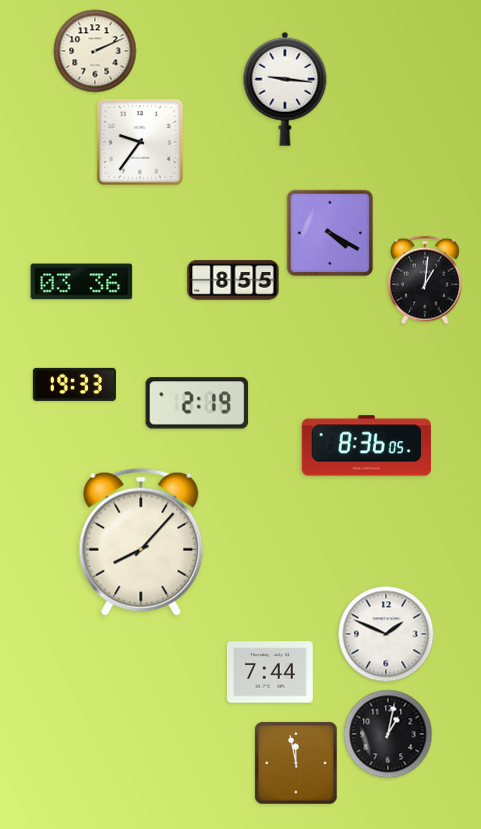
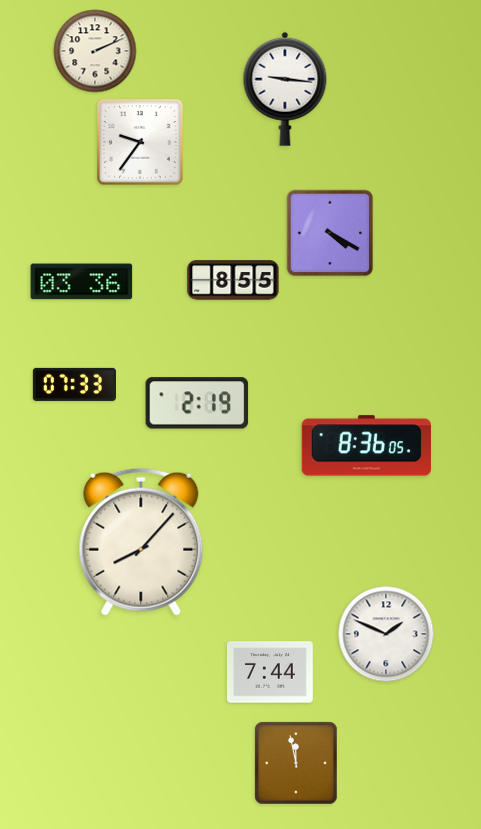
clock at (426, 280): 1:01 -> none
clock at (74, 384): 19:33 -> 07:33
clock at (388, 734): 1:02 -> none
